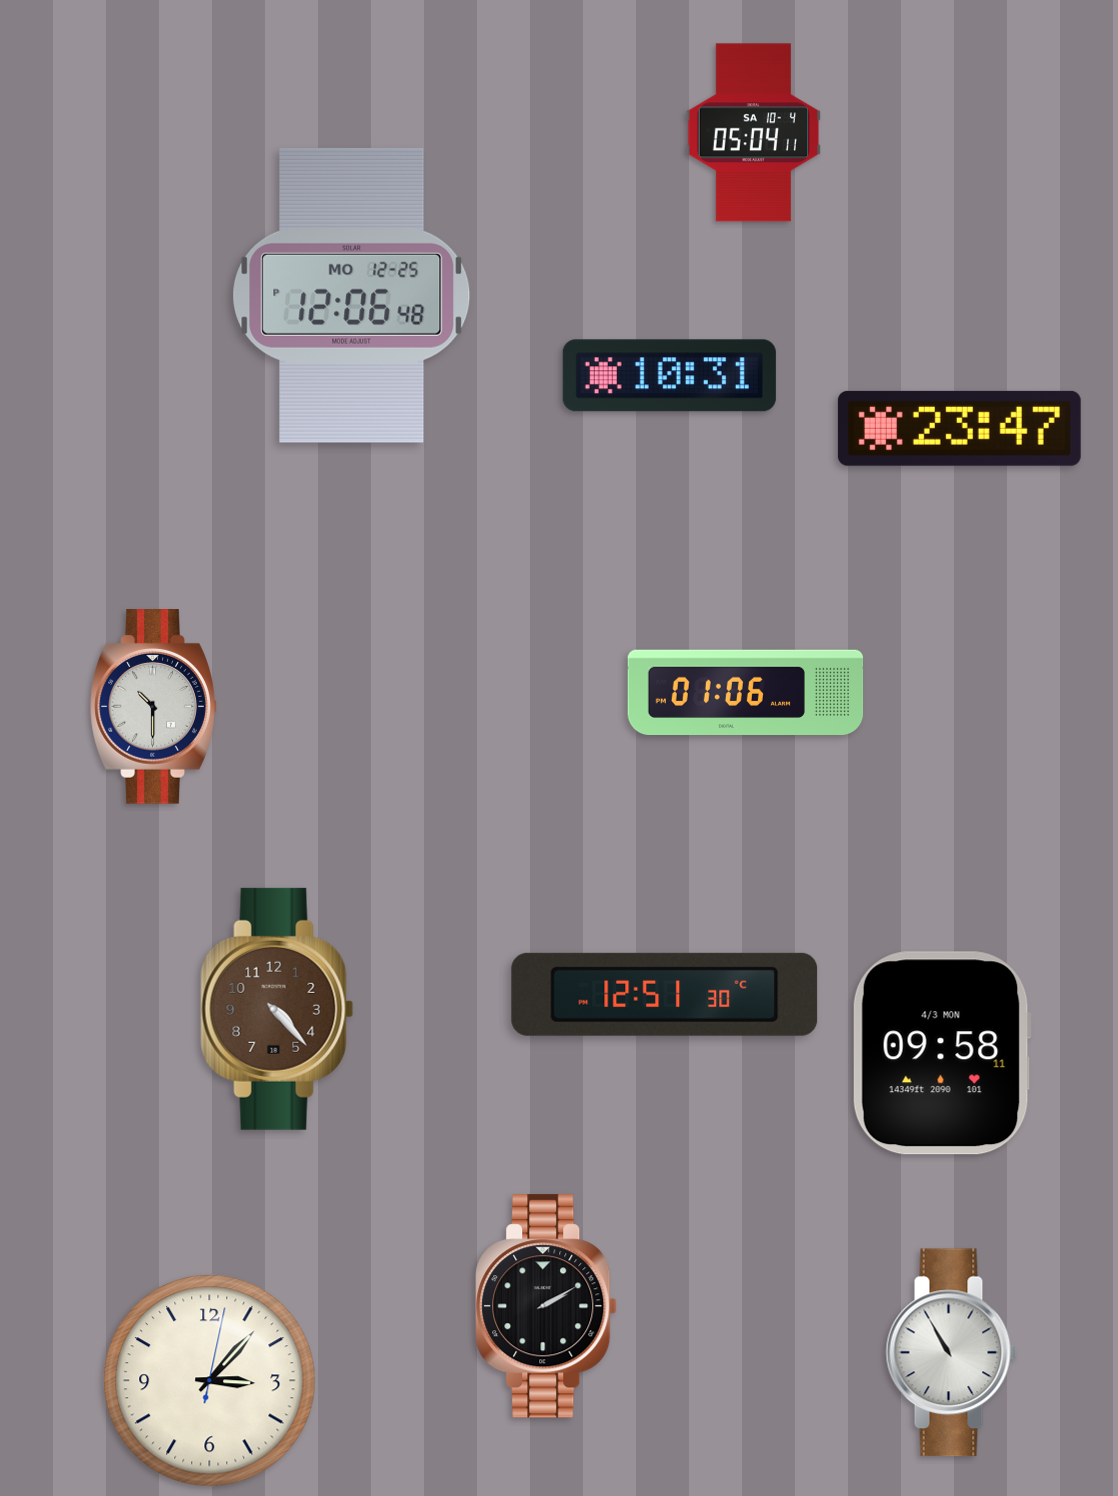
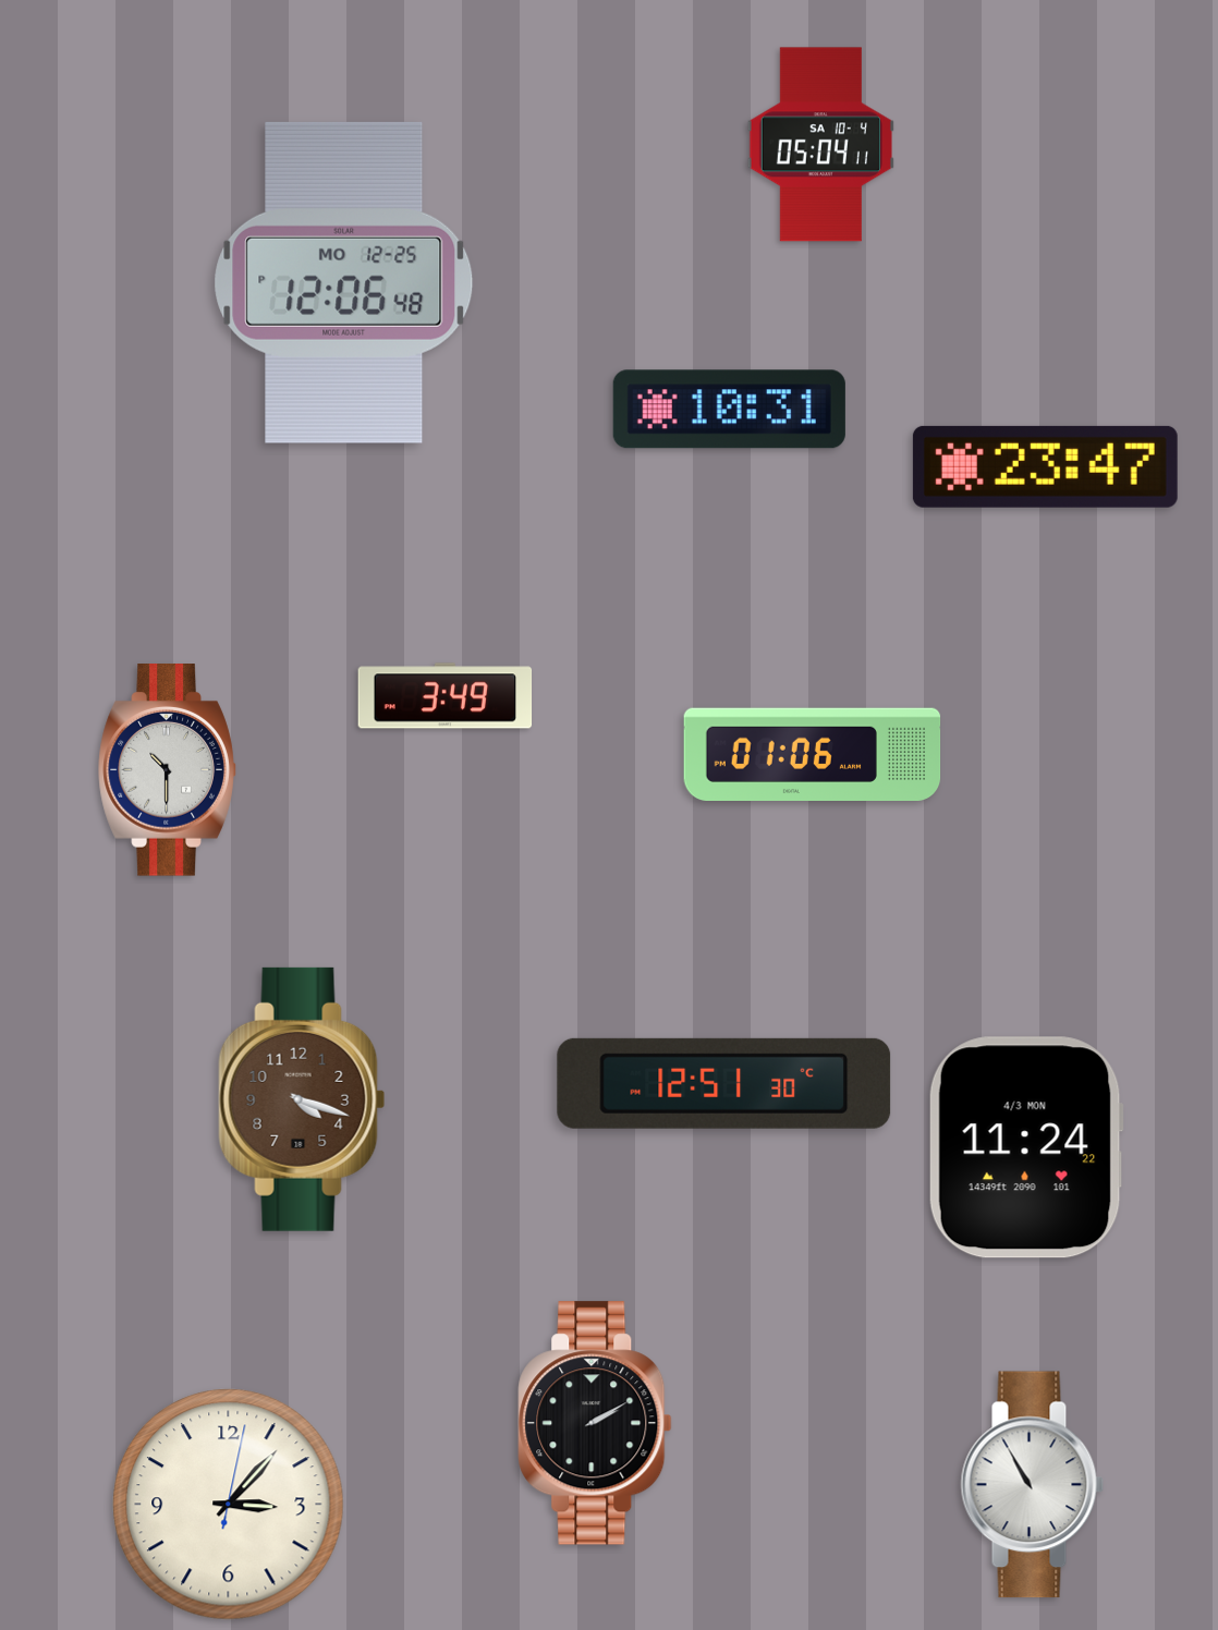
clock at (352, 295) position: (352, 295) -> (344, 282)
clock at (446, 696): none -> 3:49
clock at (277, 1009): 4:23 -> 4:18
clock at (942, 1053): 09:58 -> 11:24
clock at (952, 1353) position: (952, 1353) -> (1033, 1485)
